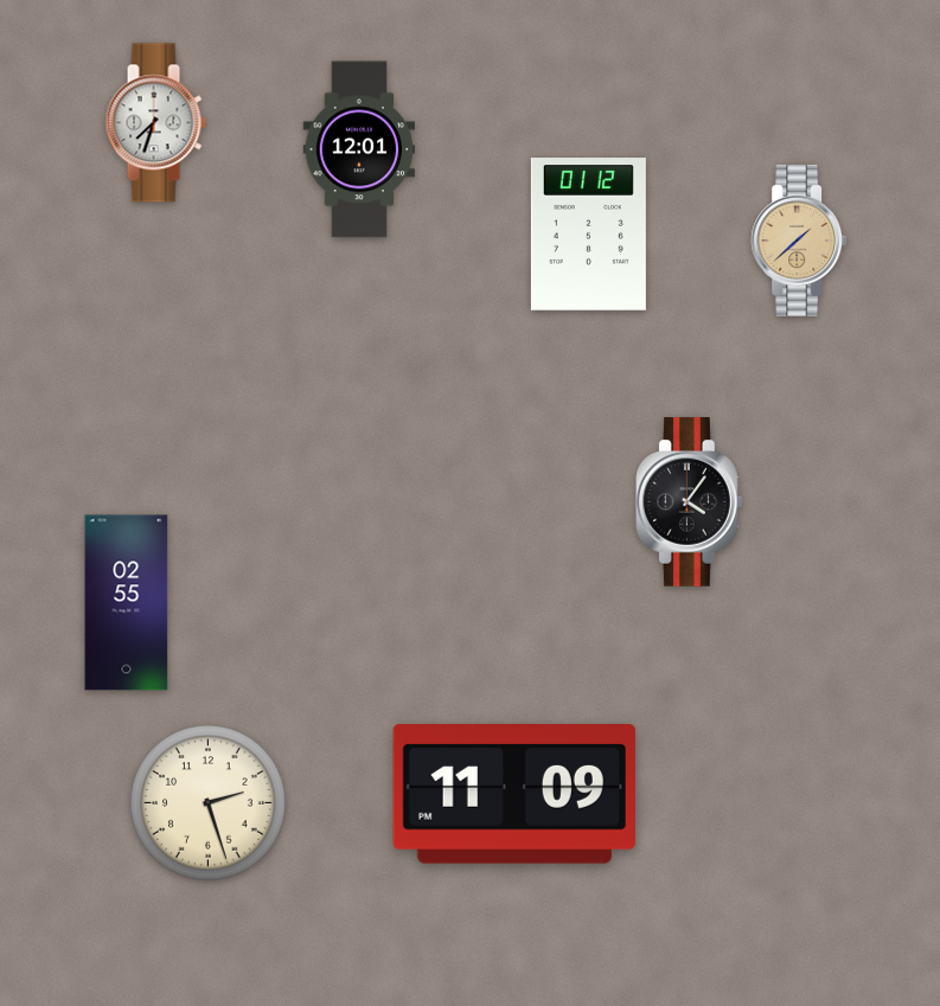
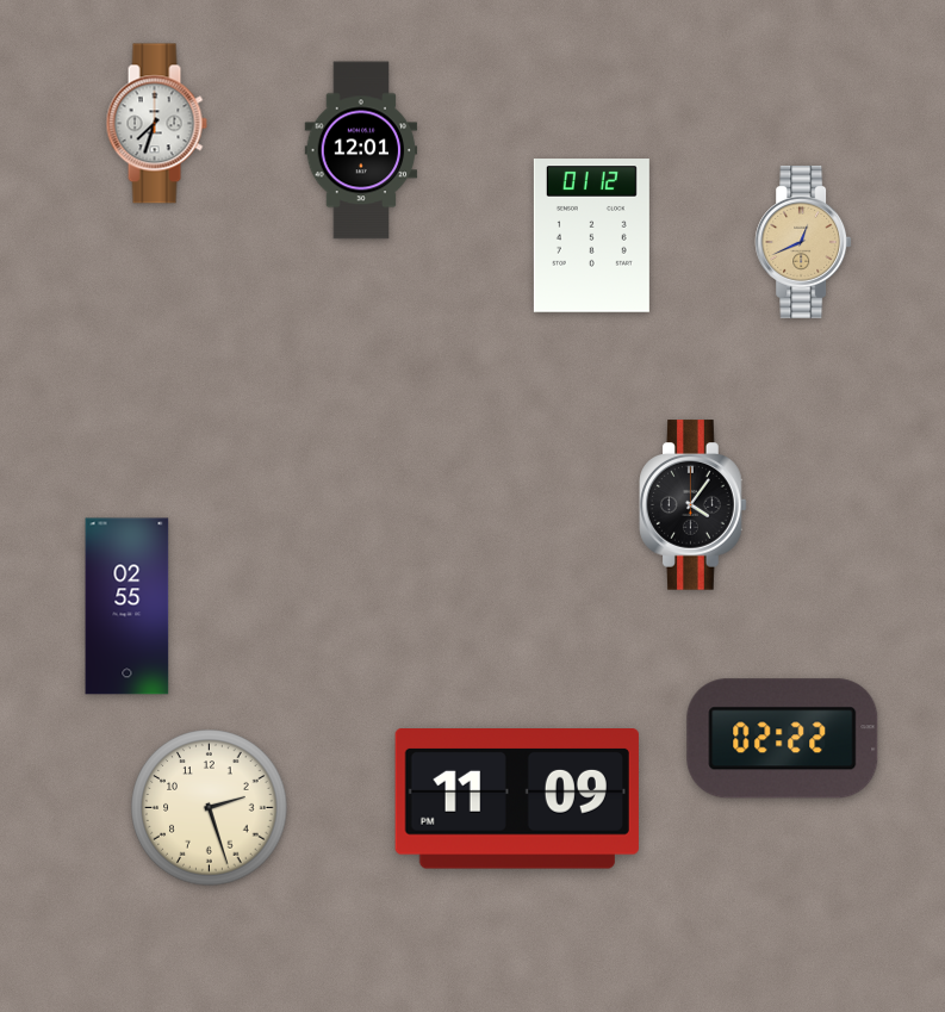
clock at (799, 241): 1:38 -> 12:41
clock at (783, 739): none -> 02:22
